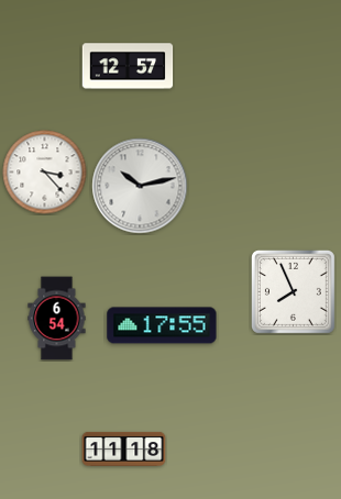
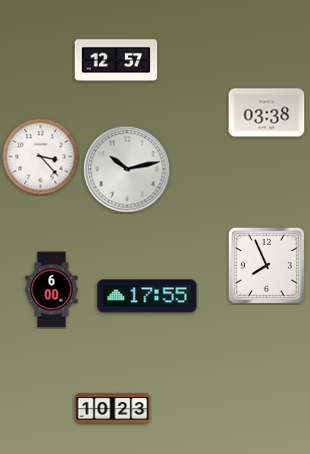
clock at (267, 113): none -> 03:38
clock at (57, 319): 6:54 -> 6:00
clock at (124, 448): 11:18 -> 10:23
